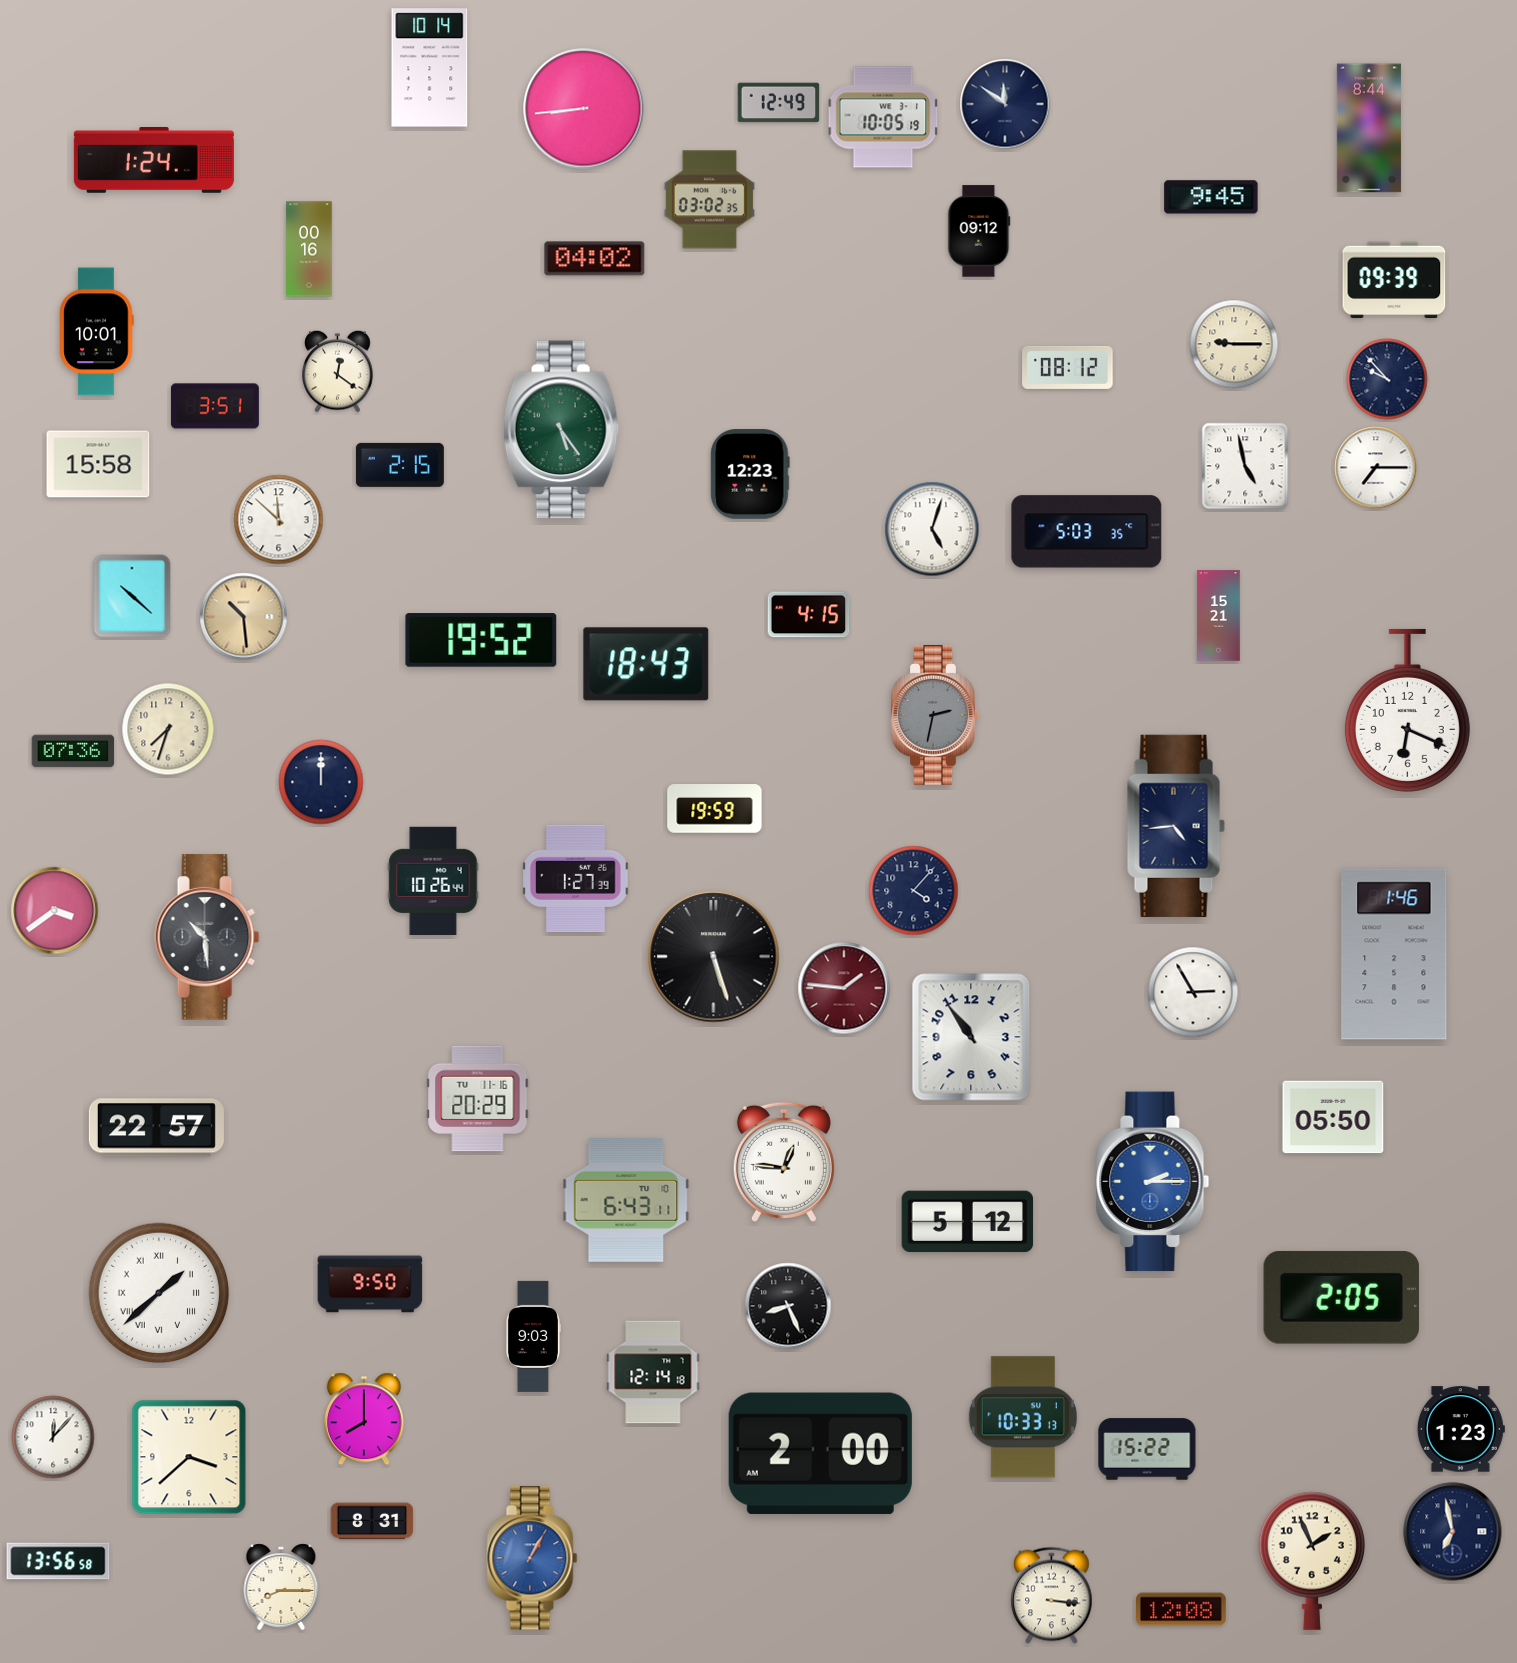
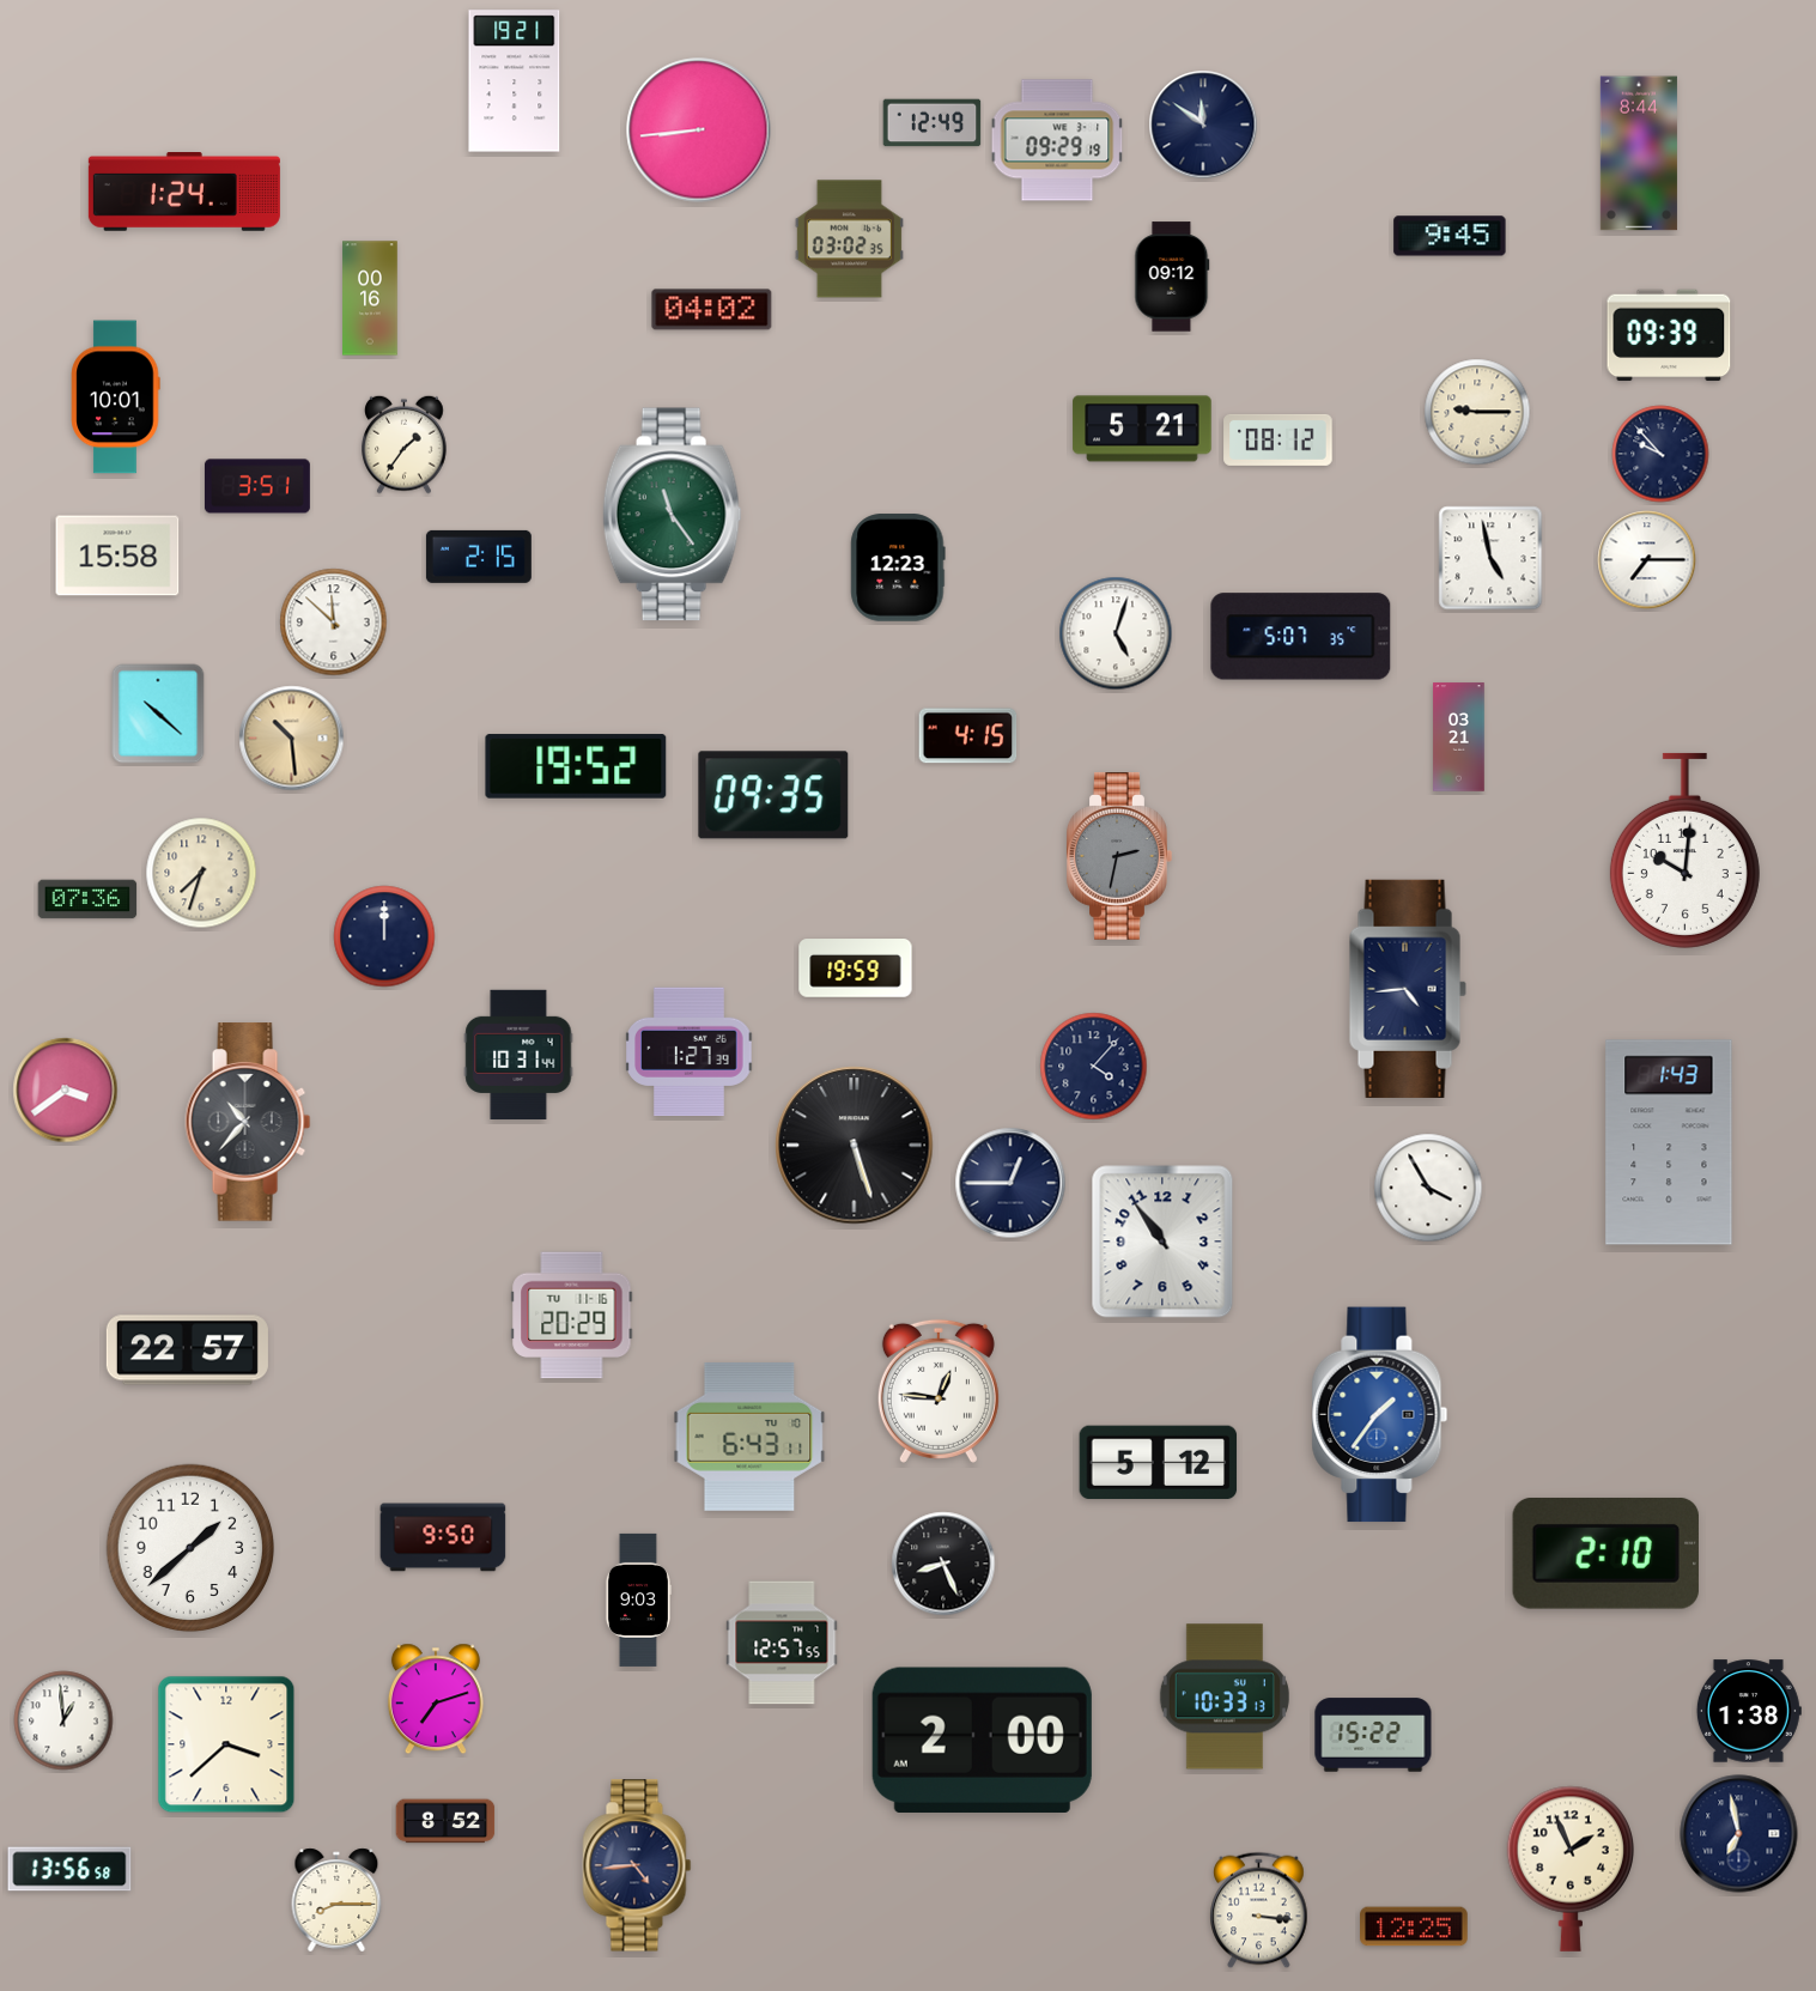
clock at (430, 68): 10:14 -> 19:21
clock at (883, 117): 10:05 -> 09:29
clock at (1142, 429): none -> 5:21
clock at (338, 371): 12:21 -> 1:36
clock at (561, 430): 5:24 -> 11:24
clock at (1087, 532): 5:03 -> 5:07
clock at (1219, 616): 15:21 -> 03:21
clock at (646, 664): 18:43 -> 09:35
clock at (1407, 710): 6:19 -> 10:01
clock at (433, 880): 10:26 -> 10:31
clock at (207, 937): 10:29 -> 10:37
clock at (1394, 954): 1:46 -> 1:43
clock at (844, 988): 1:46 -> 12:45
clock at (844, 988) dial: burgundy -> navy
clock at (1193, 992): 2:55 -> 3:55
clock at (1333, 1117): 05:50 -> none
clock at (1153, 1182): 2:15 -> 1:36
clock at (159, 1293) numerals: Roman -> Arabic
clock at (1341, 1297): 2:05 -> 2:10
clock at (653, 1372): 12:14 -> 12:57
clock at (364, 1419): 8:00 -> 7:12
clock at (1461, 1429): 1:23 -> 1:38
clock at (53, 1437): 12:07 -> 12:59
clock at (372, 1521): 8:31 -> 8:52
clock at (532, 1558): 1:05 -> 4:44
clock at (532, 1558) dial: blue -> navy
clock at (1181, 1609): 12:08 -> 12:25
